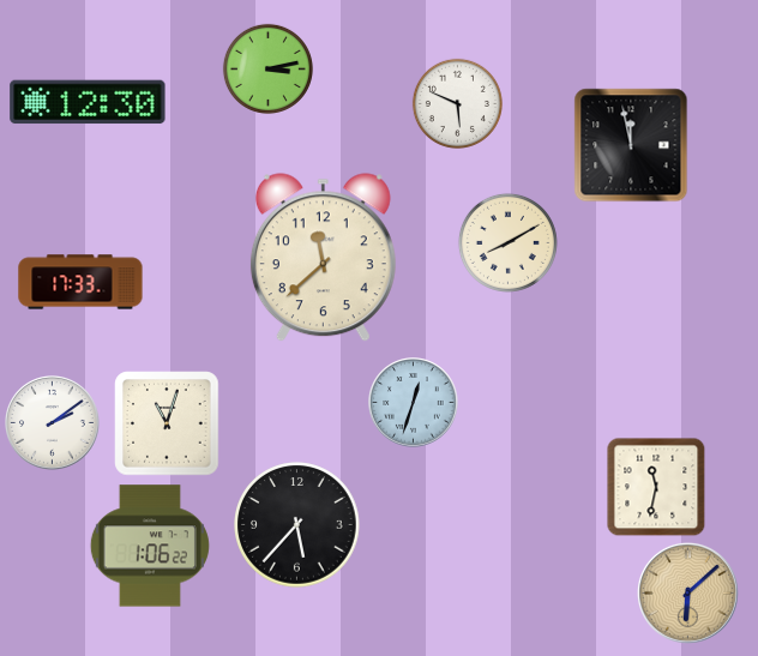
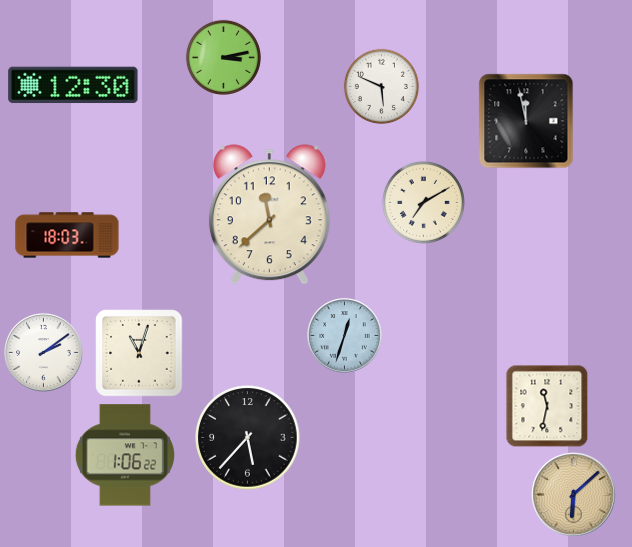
clock at (507, 242): 8:10 -> 7:10
clock at (80, 282): 17:33 -> 18:03
